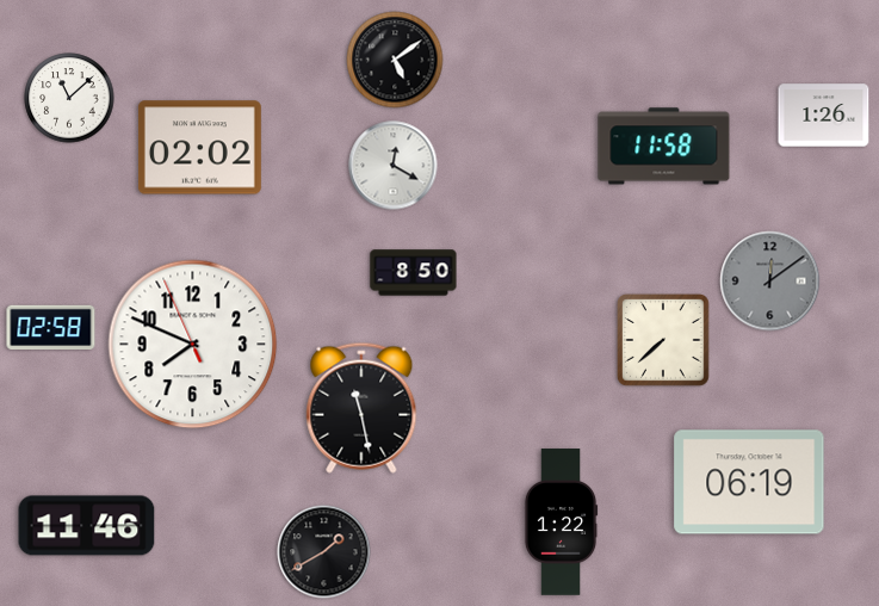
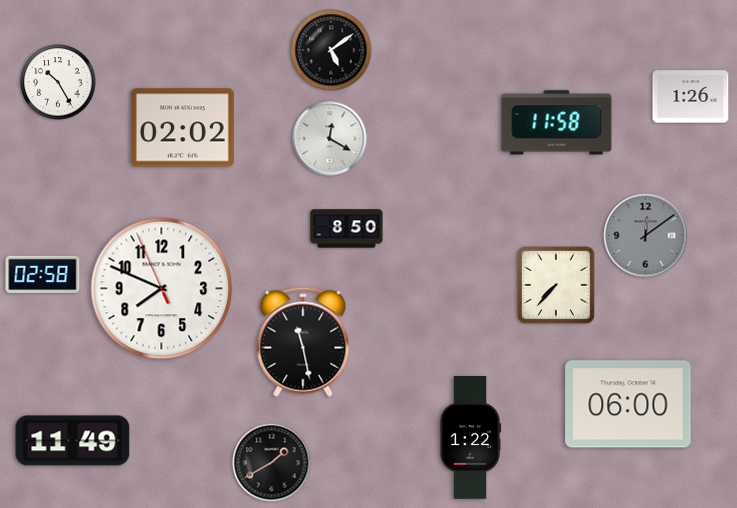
clock at (69, 98): 11:08 -> 10:25
clock at (199, 148) position: (199, 148) -> (182, 128)
clock at (664, 341): 7:38 -> 7:37
clock at (749, 482): 06:19 -> 06:00
clock at (87, 526): 11:46 -> 11:49
